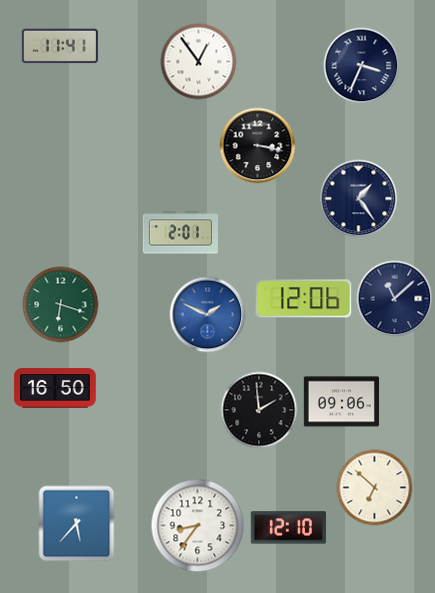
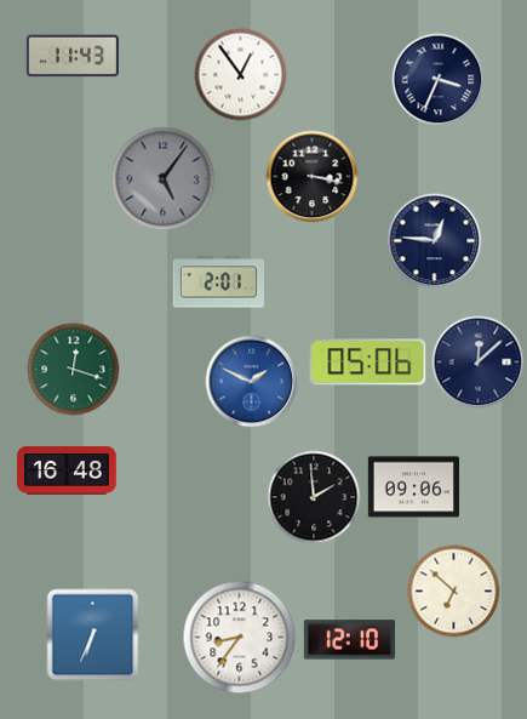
clock at (60, 46): 11:41 -> 11:43
clock at (164, 179): none -> 5:06
clock at (359, 199): 1:24 -> 12:46
clock at (304, 299): 12:06 -> 05:06
clock at (395, 299): 11:08 -> 12:08
clock at (61, 305): 6:18 -> 12:18
clock at (55, 388): 16:50 -> 16:48
clock at (77, 524): 5:37 -> 6:34
